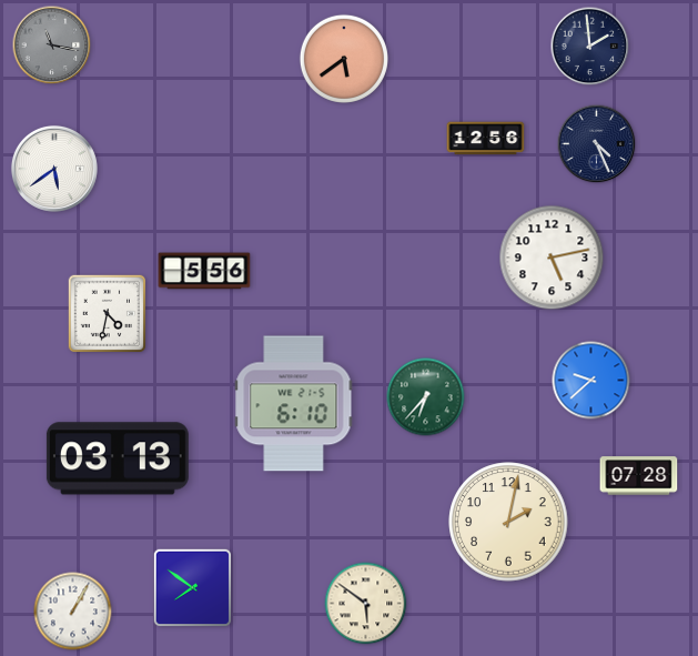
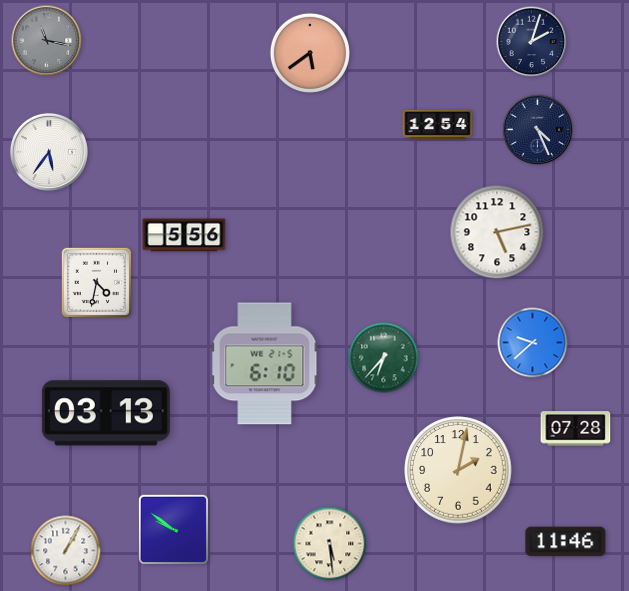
clock at (590, 47): 1:59 -> 2:03
clock at (486, 139): 12:56 -> 12:54
clock at (54, 169): 5:39 -> 5:36
clock at (204, 271) position: (204, 271) -> (184, 235)
clock at (192, 587): 7:51 -> 9:51
clock at (566, 542): none -> 11:46
clock at (366, 604): 5:51 -> 5:29
